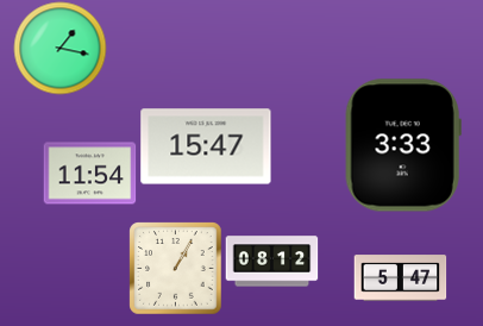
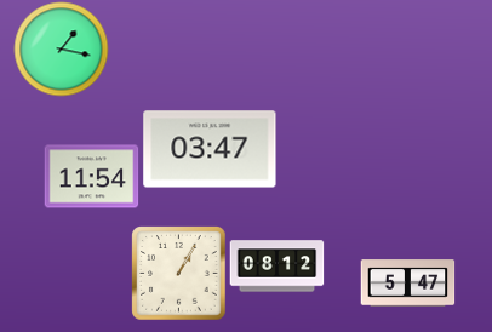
clock at (403, 145): 3:33 -> none
clock at (206, 146): 15:47 -> 03:47
